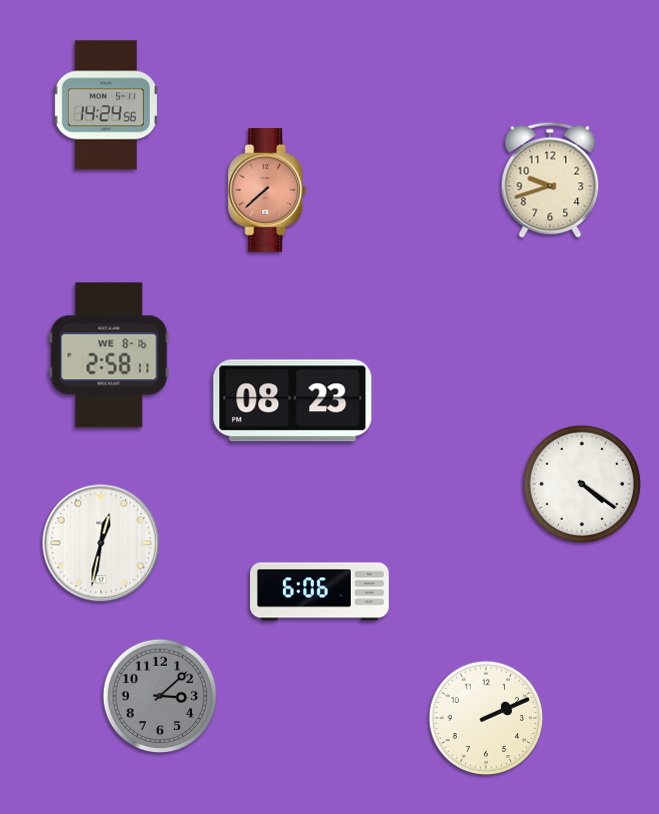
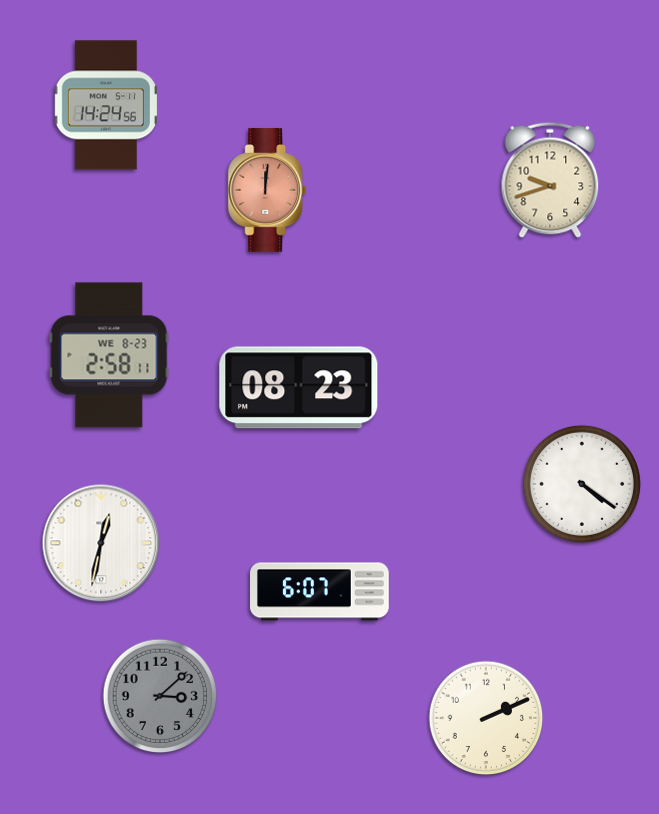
clock at (267, 190): 7:38 -> 12:01
clock at (109, 355) date: WE 8-16 -> WE 8-23
clock at (293, 401) position: (293, 401) -> (299, 388)
clock at (320, 592): 6:06 -> 6:07
